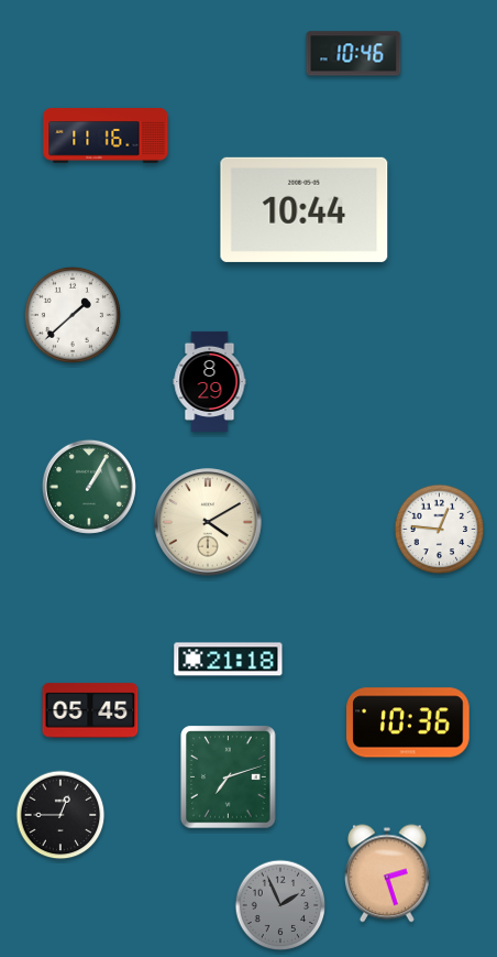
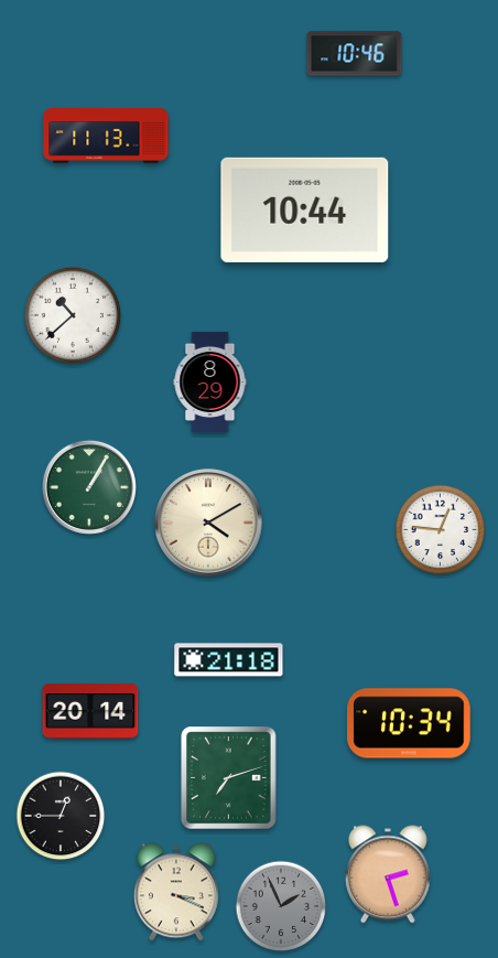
clock at (106, 135): 11:16 -> 11:13
clock at (73, 315): 1:38 -> 10:38
clock at (90, 710): 05:45 -> 20:14
clock at (408, 722): 10:36 -> 10:34
clock at (176, 892): none -> 3:19
